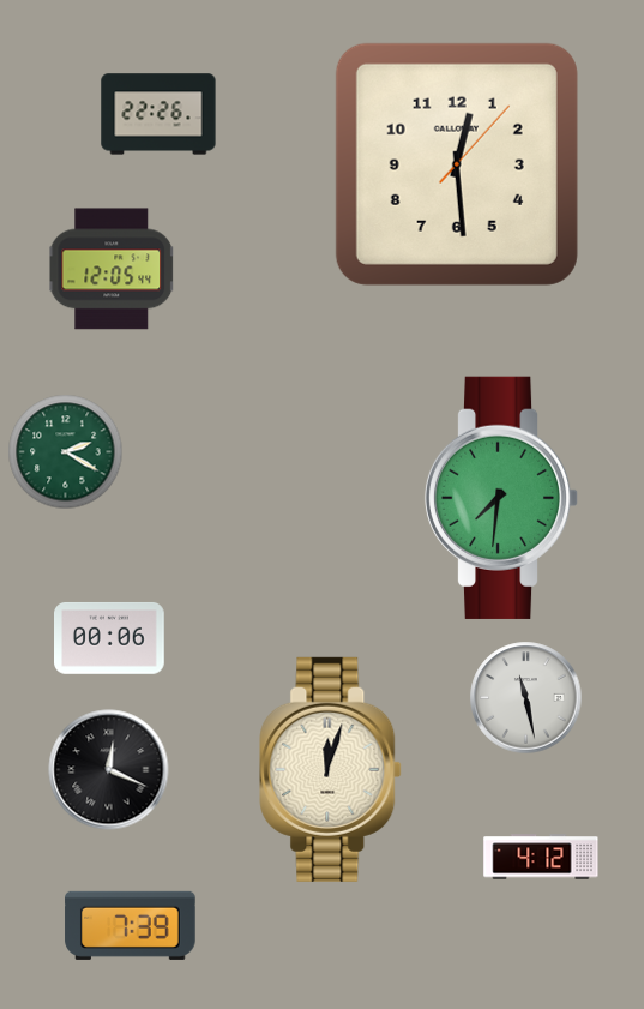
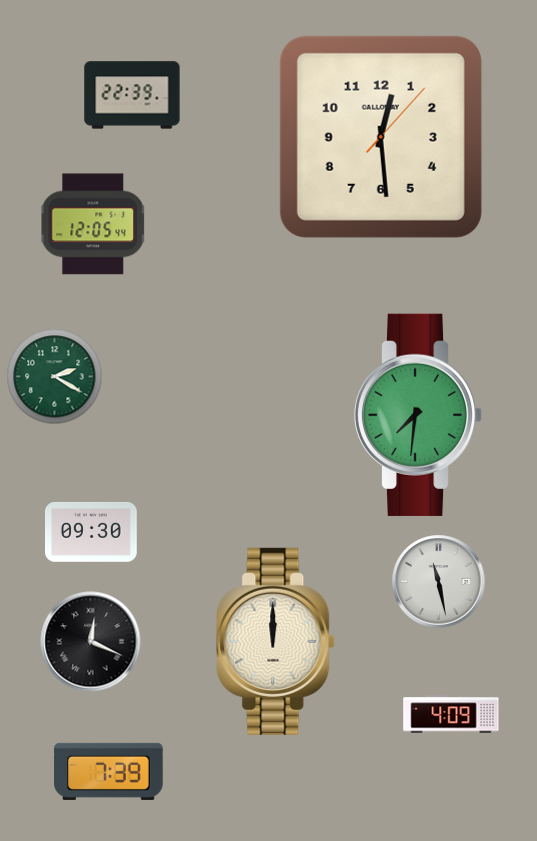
clock at (158, 114): 22:26 -> 22:39
clock at (110, 638): 00:06 -> 09:30
clock at (331, 769): 12:03 -> 12:00
clock at (541, 857): 4:12 -> 4:09
